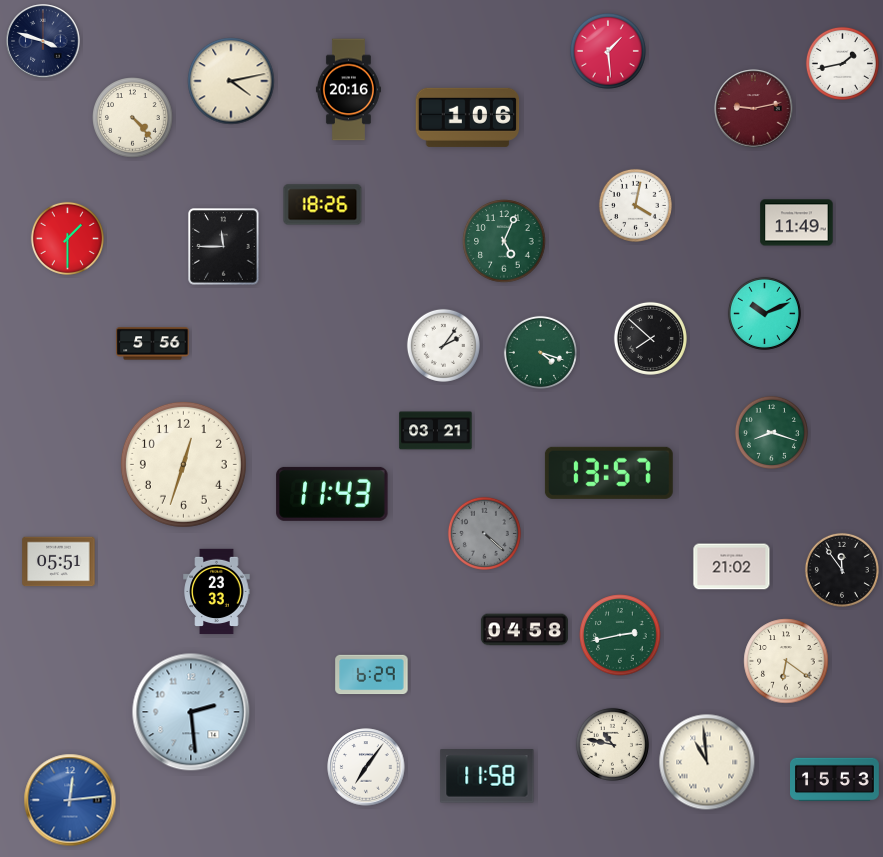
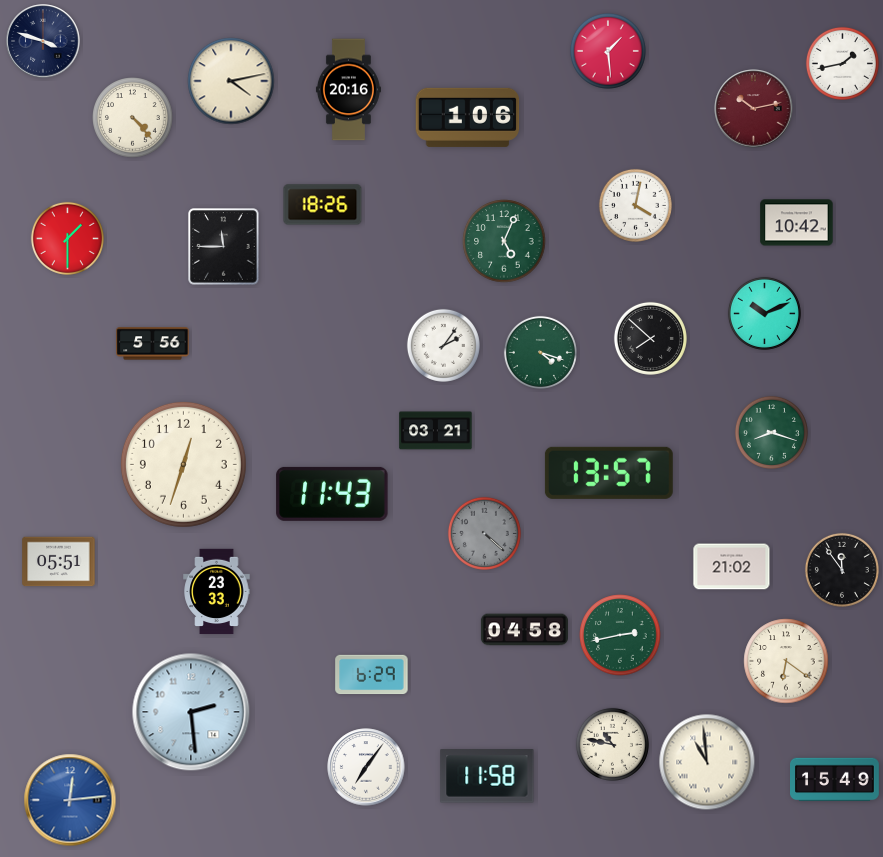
clock at (754, 109): 9:13 -> 10:13
clock at (797, 223): 11:49 -> 10:42
clock at (835, 780): 15:53 -> 15:49
